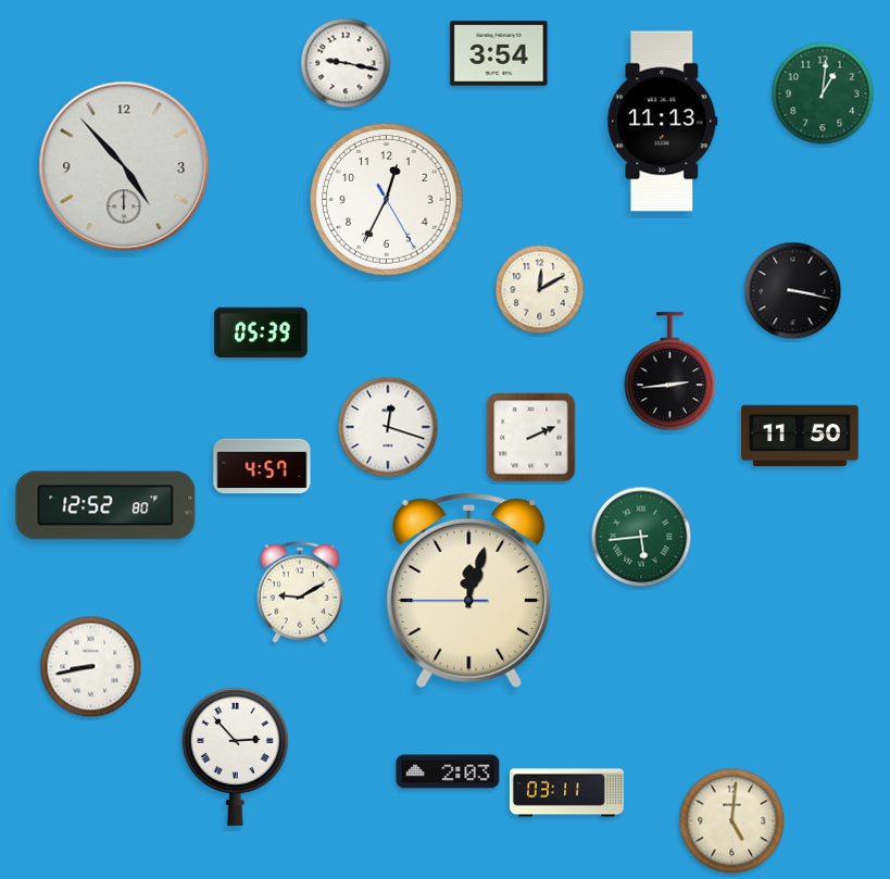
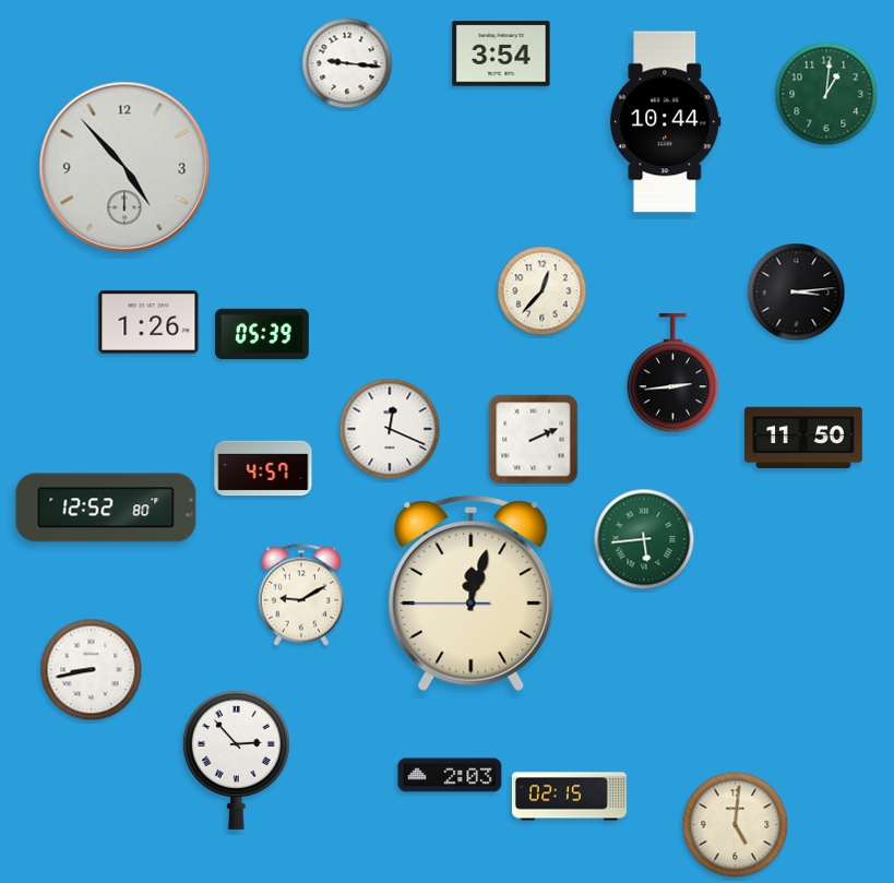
clock at (346, 63): 9:17 -> 9:16
clock at (663, 122): 11:13 -> 10:44
clock at (387, 200): 12:34 -> none
clock at (540, 290): 12:10 -> 12:37
clock at (793, 291): 3:17 -> 3:14
clock at (148, 322): none -> 1:26
clock at (388, 427): 12:18 -> 12:19
clock at (566, 793): 03:11 -> 02:15
